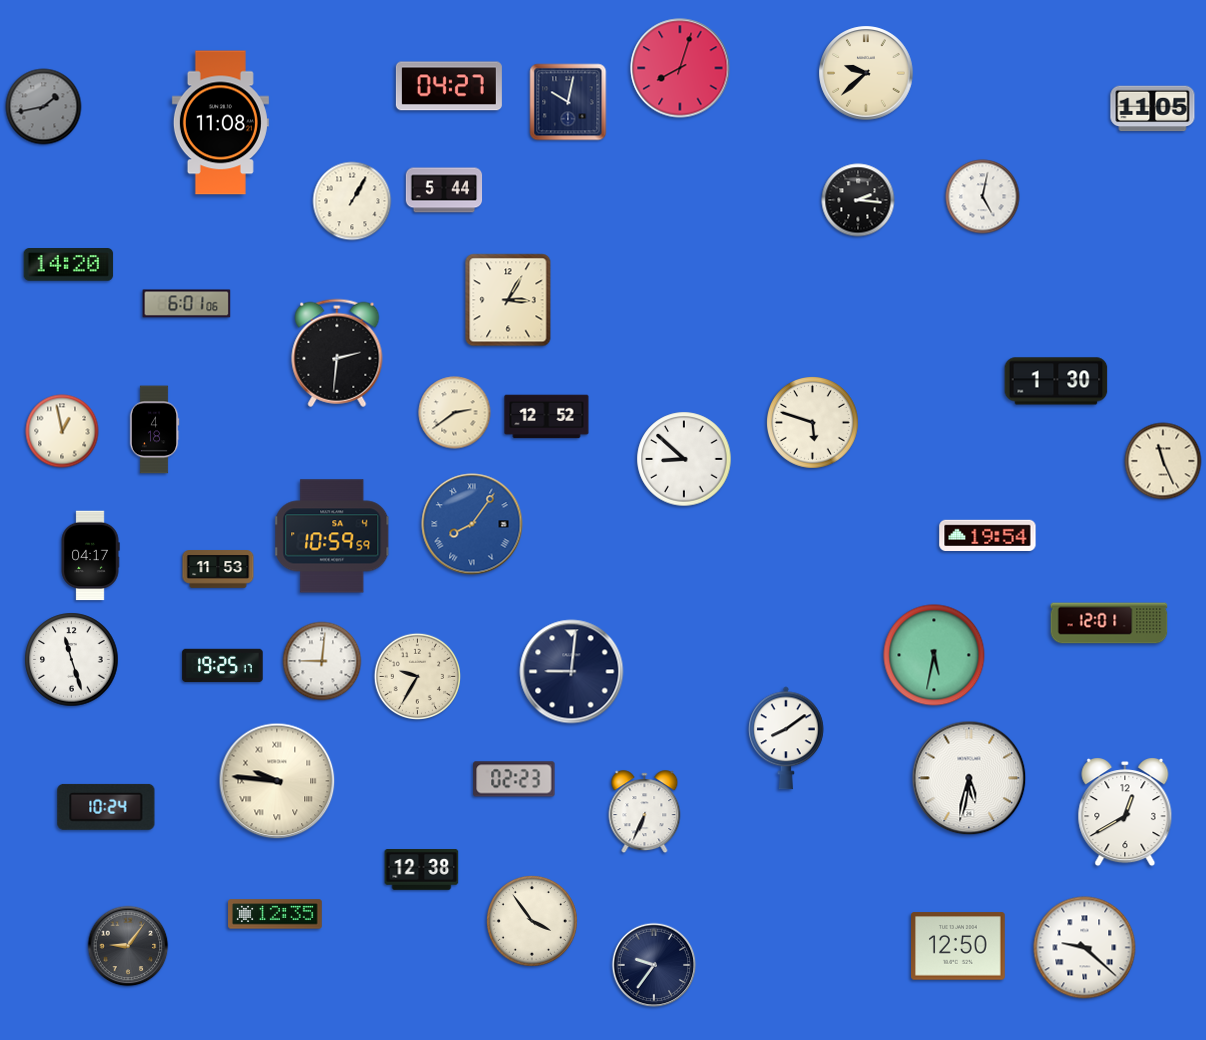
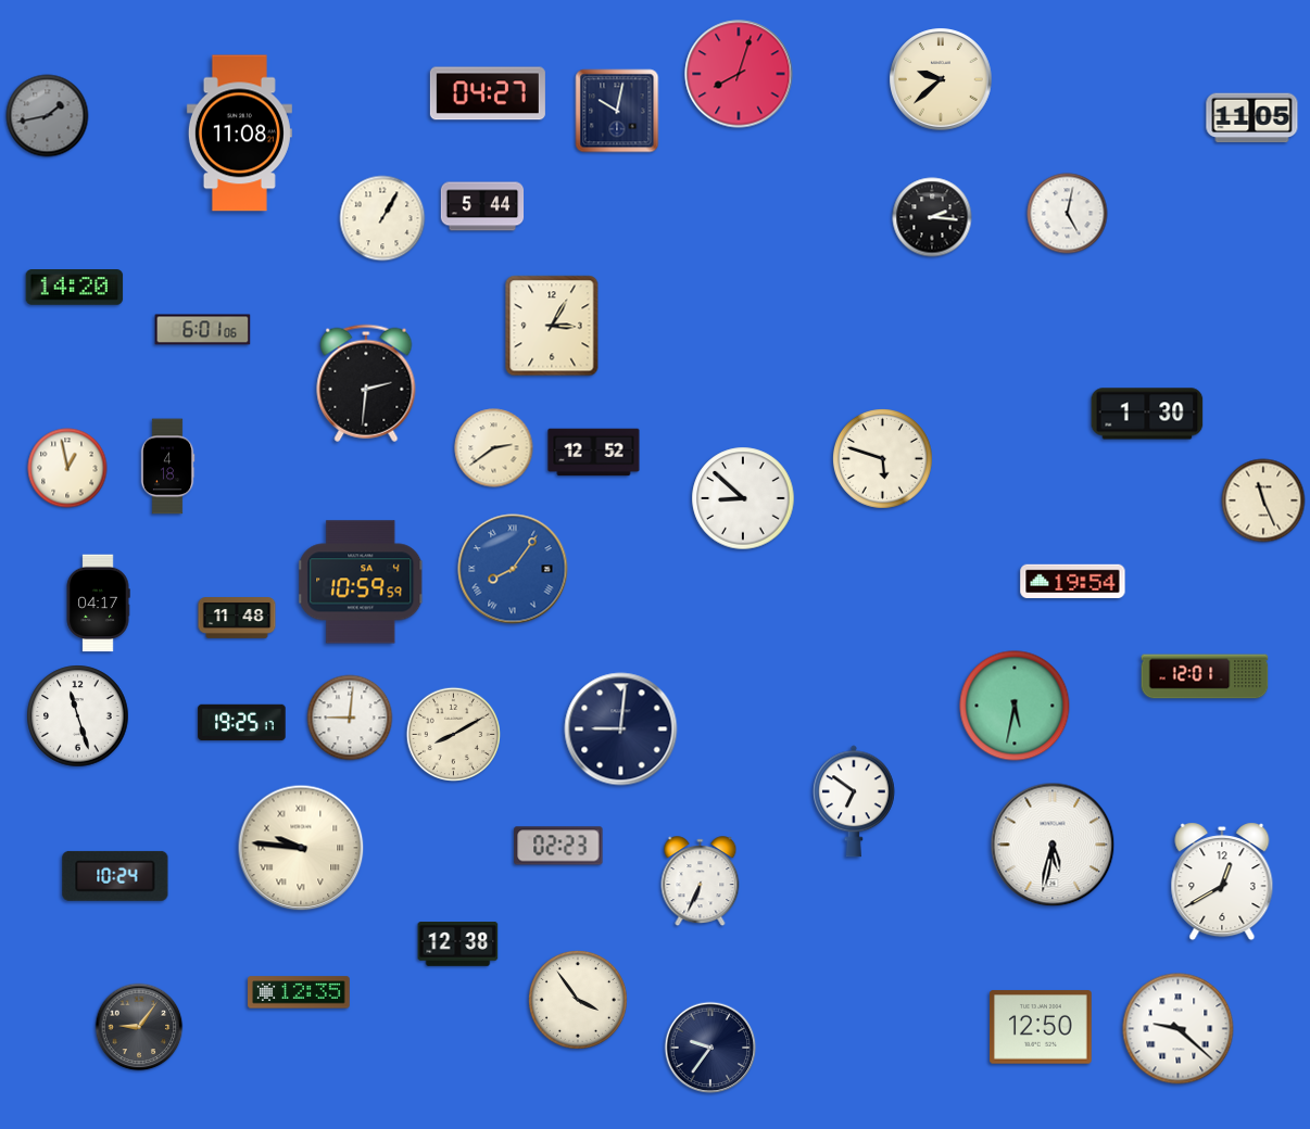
clock at (218, 569): 11:53 -> 11:48
clock at (934, 655) position: (934, 655) -> (1015, 706)
clock at (418, 677): 9:35 -> 8:10
clock at (787, 738): 8:09 -> 6:51
